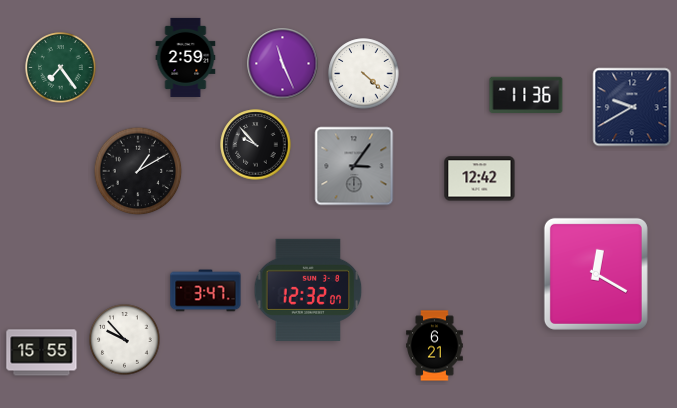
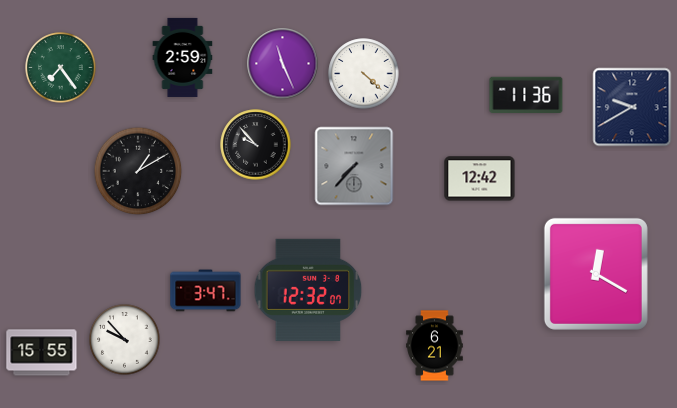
clock at (186, 57) position: (186, 57) -> (183, 57)
clock at (354, 166): 3:06 -> 7:37
